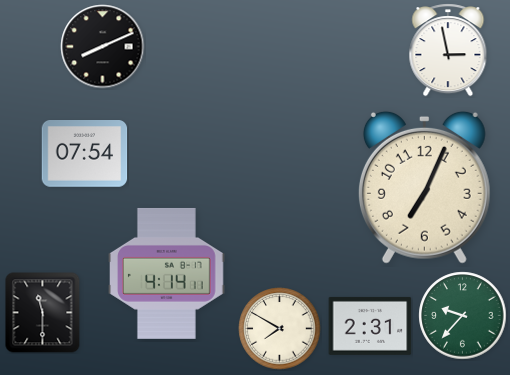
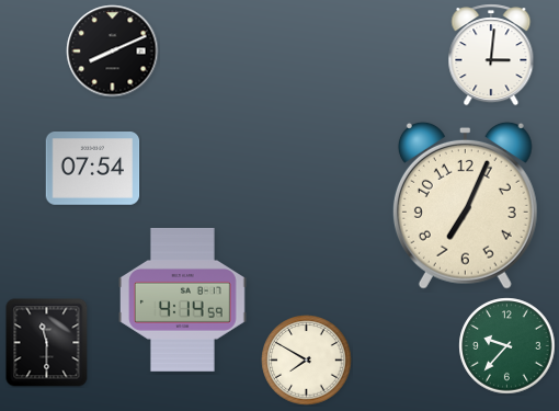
clock at (448, 50): 2:58 -> 3:01
clock at (167, 274): 4:14:11 -> 4:14:59
clock at (370, 326): 2:31 -> none
